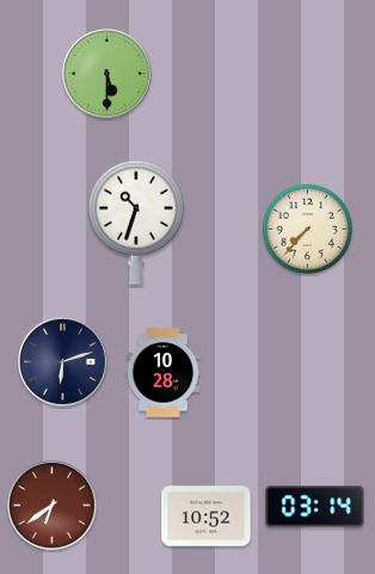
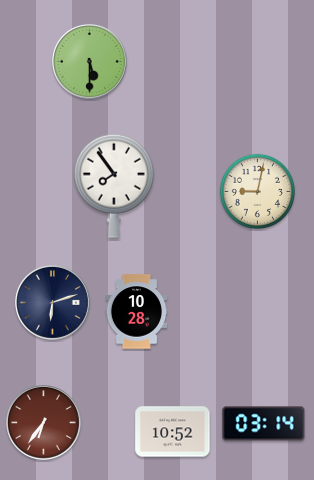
clock at (136, 222): 10:33 -> 7:54
clock at (307, 228): 7:37 -> 9:02
clock at (53, 506): 6:39 -> 6:36
